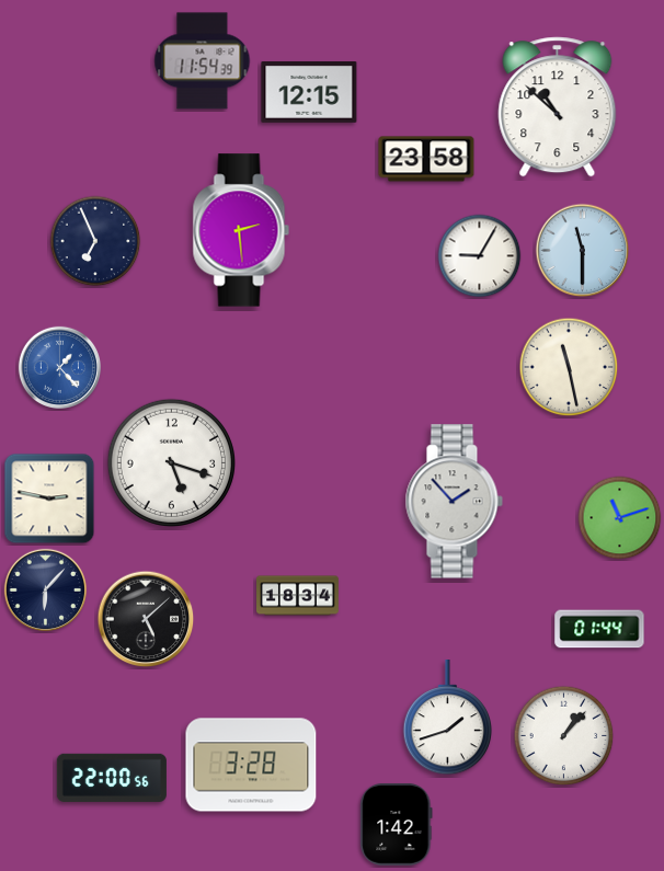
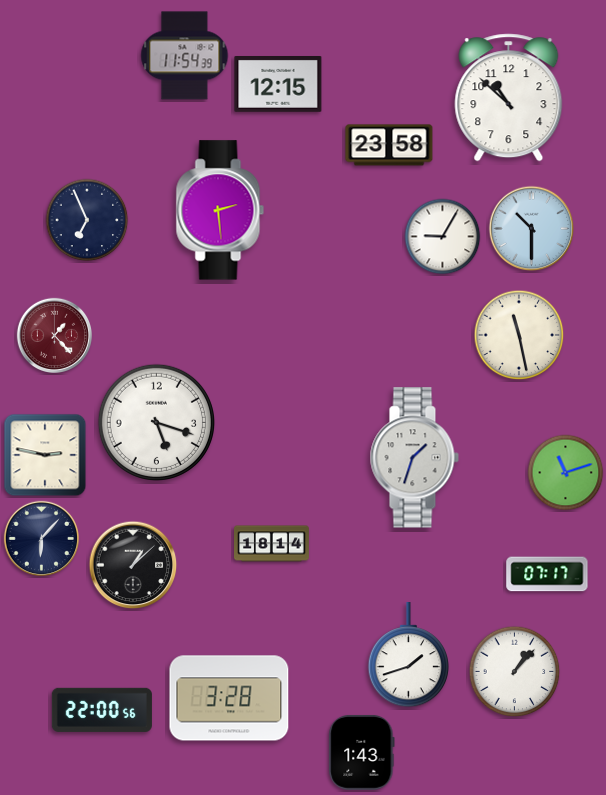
clock at (309, 93) position: (309, 93) -> (278, 85)
clock at (583, 251): 11:30 -> 10:30
clock at (480, 256) position: (480, 256) -> (443, 237)
clock at (59, 367) dial: blue -> burgundy
clock at (454, 502): 1:53 -> 1:33
clock at (298, 596): 18:34 -> 18:14
clock at (146, 619): 5:08 -> 1:08
clock at (599, 629): 01:44 -> 07:17
clock at (397, 824): 1:42 -> 1:43
